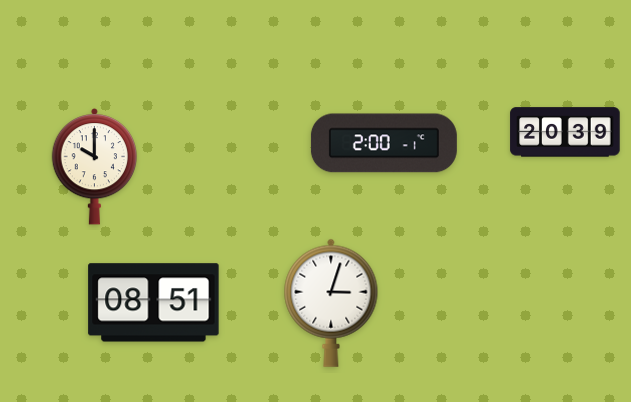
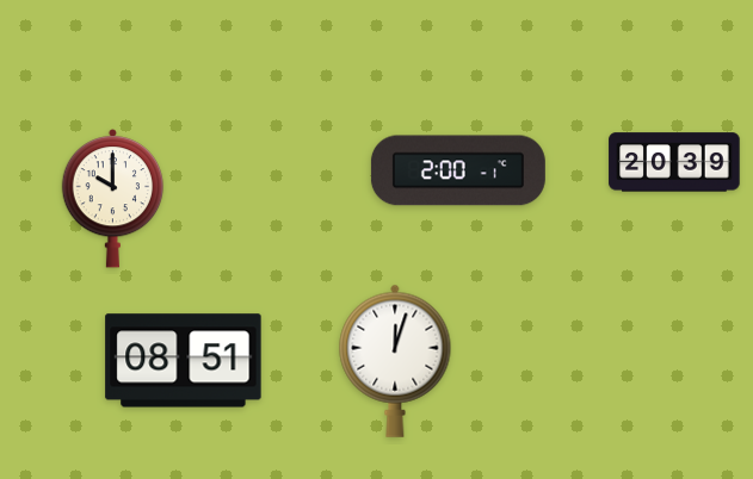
clock at (565, 132) position: (565, 132) -> (674, 162)
clock at (331, 303): 3:03 -> 12:03
